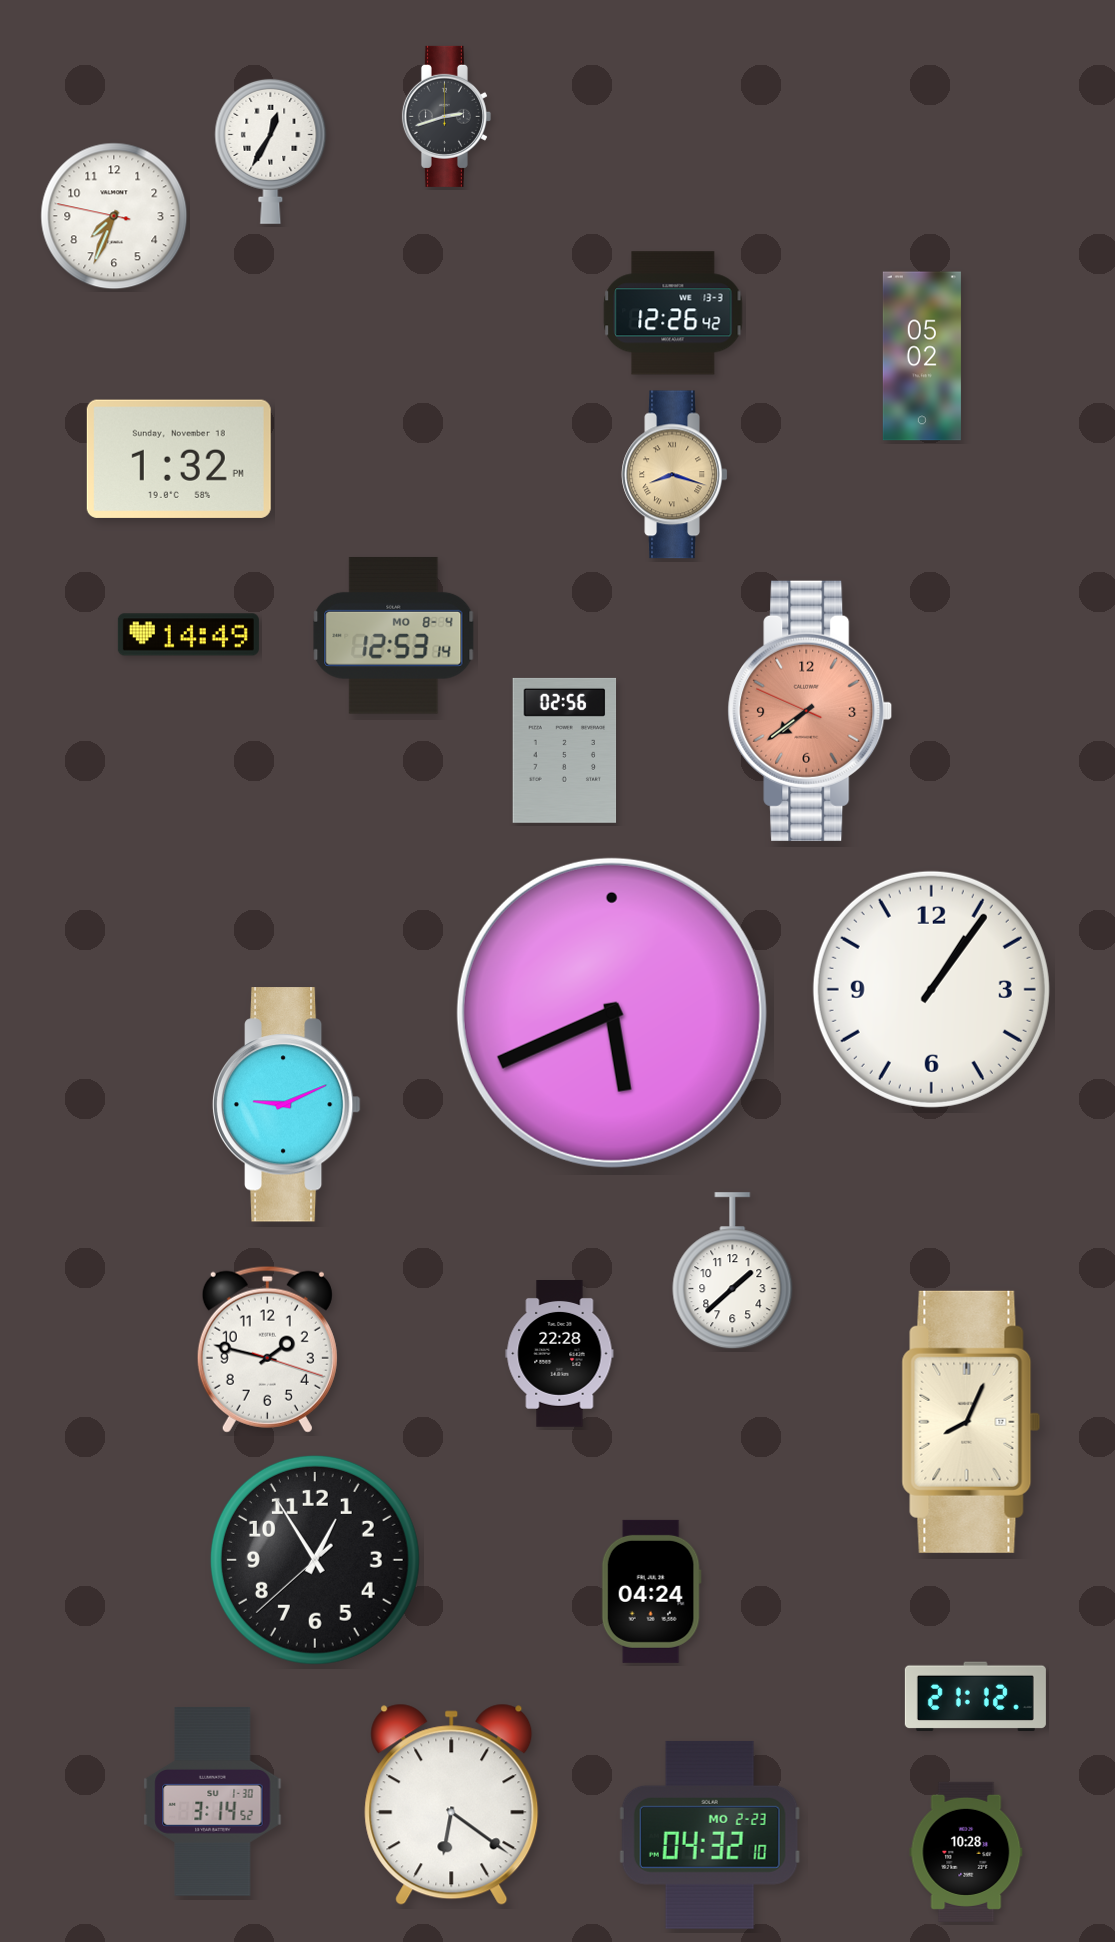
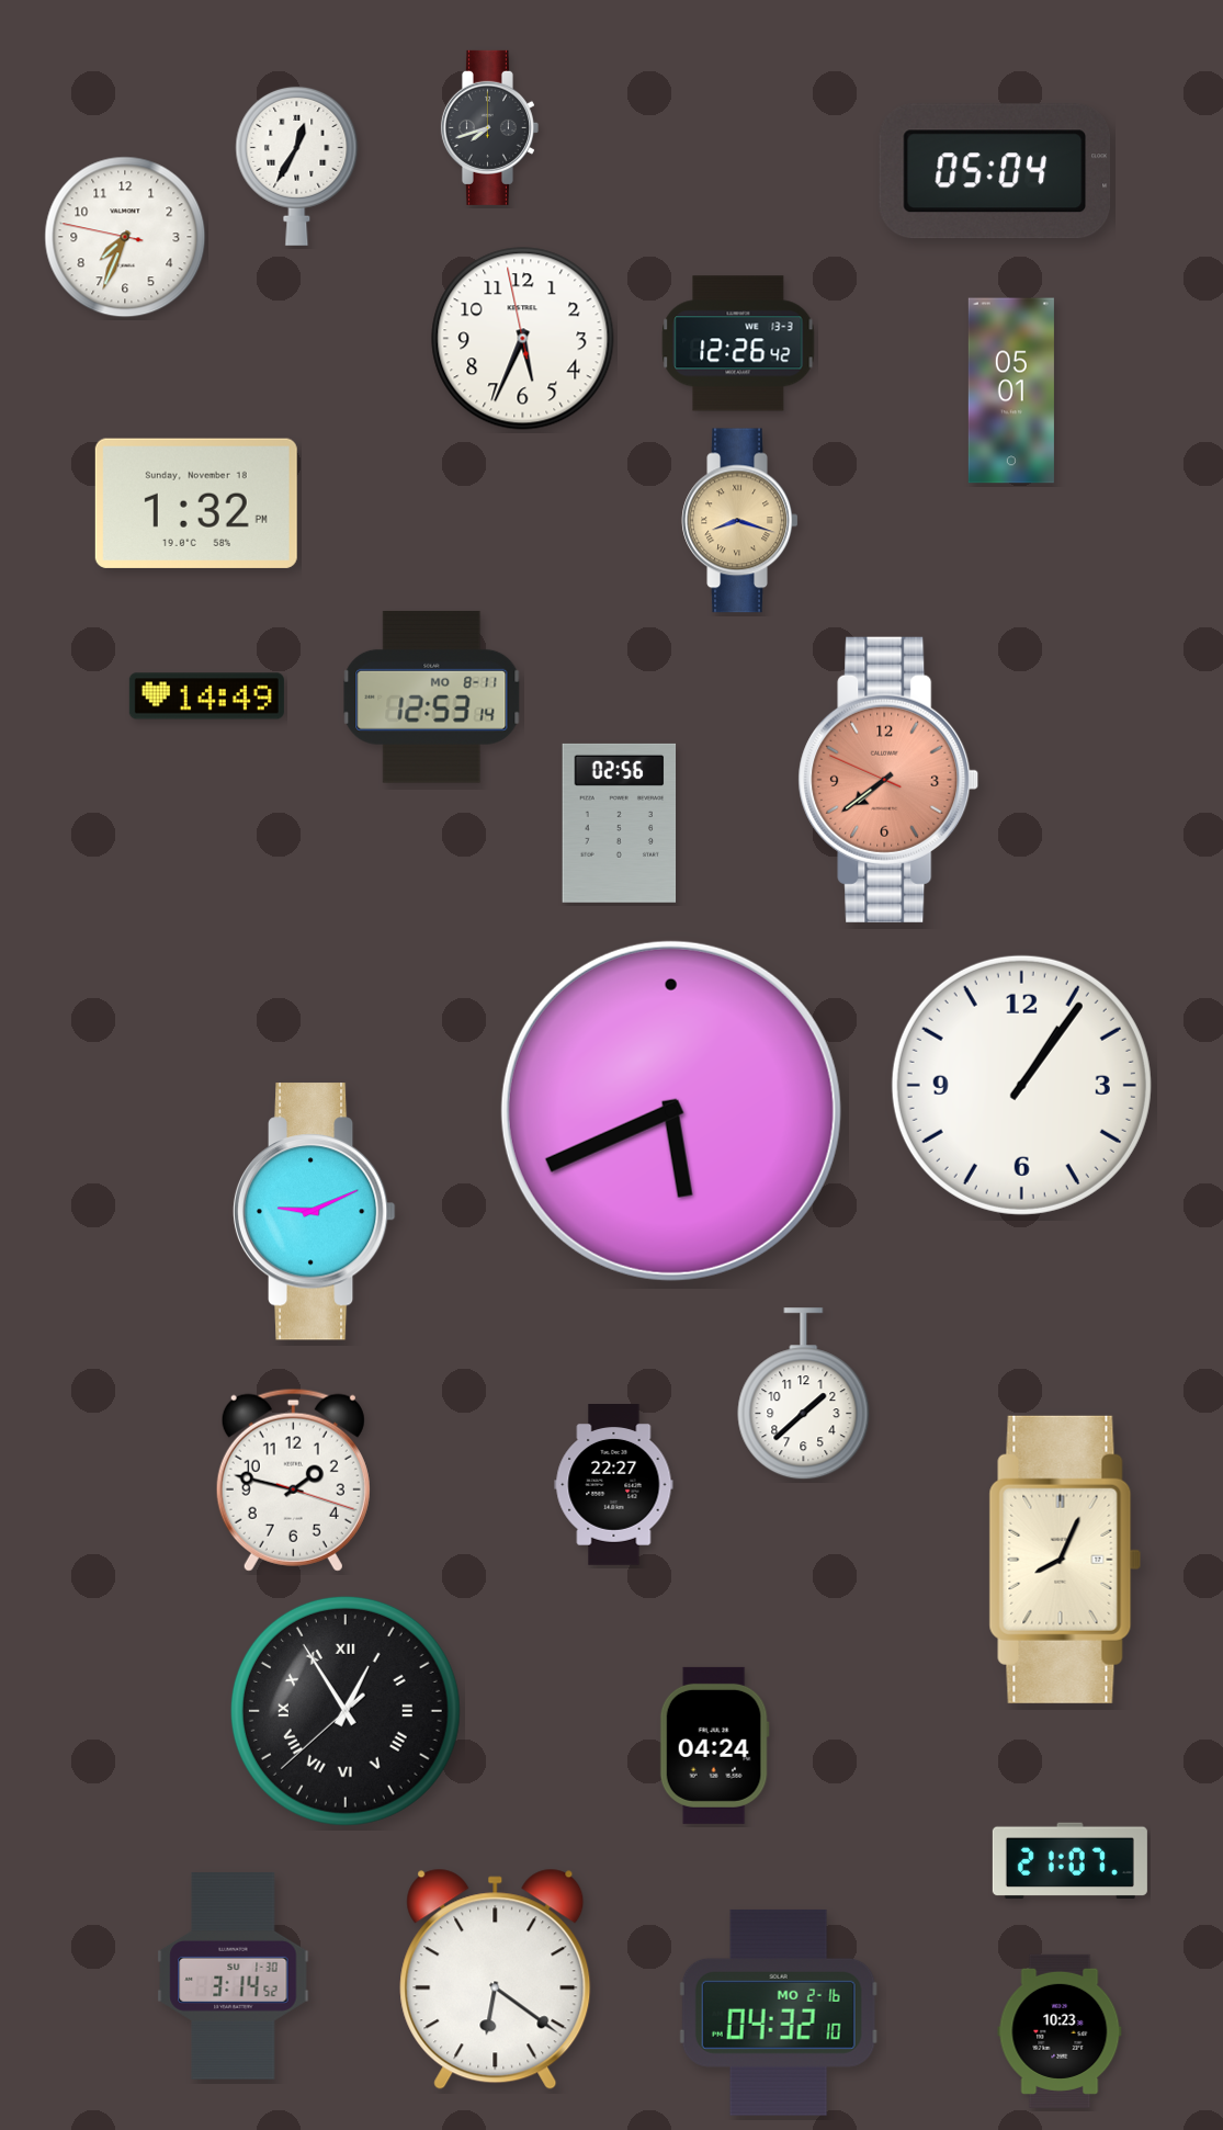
clock at (446, 116): 2:42 -> 7:42
clock at (994, 171): none -> 05:04
clock at (523, 339): none -> 5:33
clock at (922, 356): 05:02 -> 05:01
clock at (394, 635) date: MO 8-4 -> MO 8-11
clock at (560, 1354): 22:28 -> 22:27
clock at (315, 1560) numerals: Arabic -> Roman
clock at (975, 1697): 21:12 -> 21:07
clock at (710, 1835) date: MO 2-23 -> MO 2-16
clock at (966, 1852): 10:28 -> 10:23
